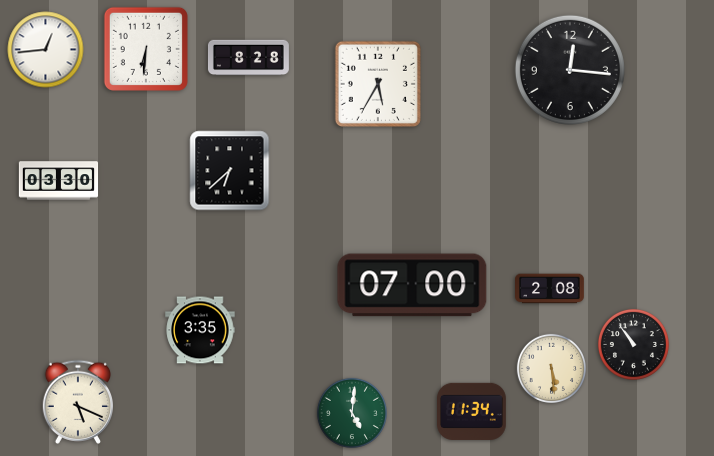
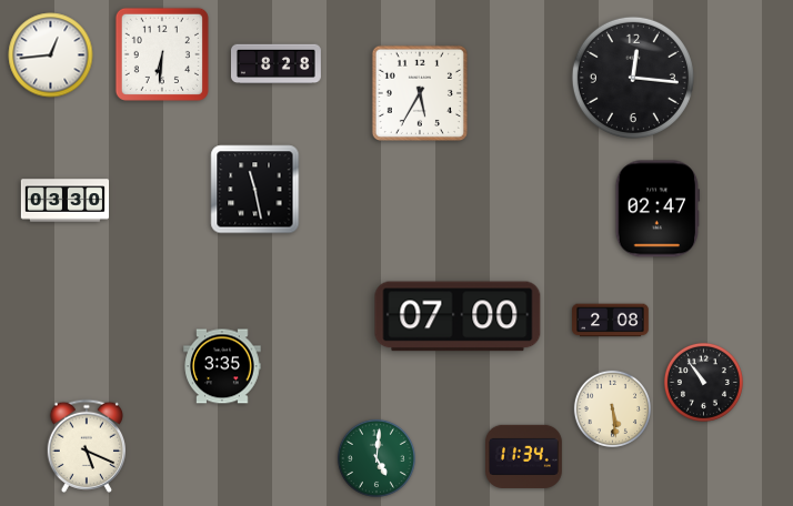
clock at (230, 171): 6:38 -> 11:28
clock at (658, 209): none -> 02:47
clock at (352, 413) position: (352, 413) -> (377, 458)
